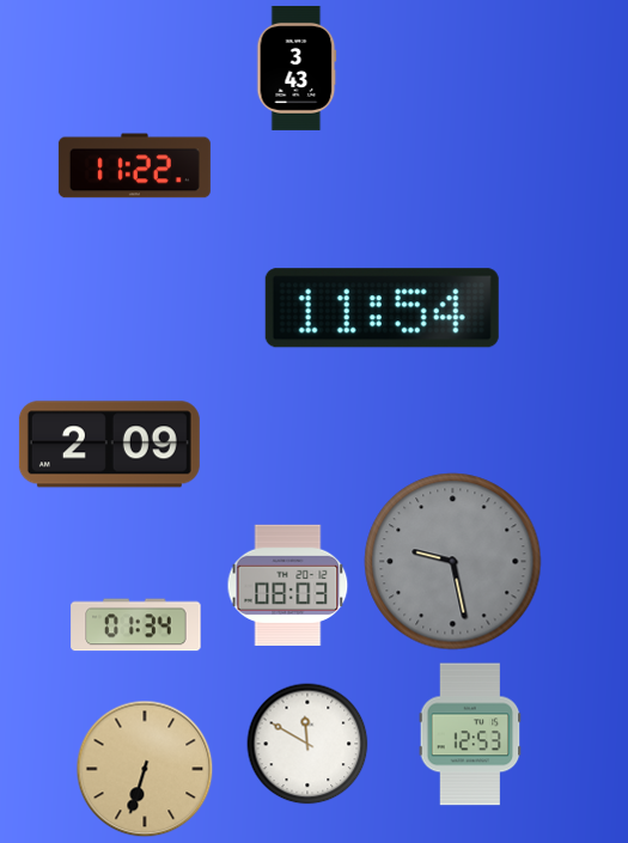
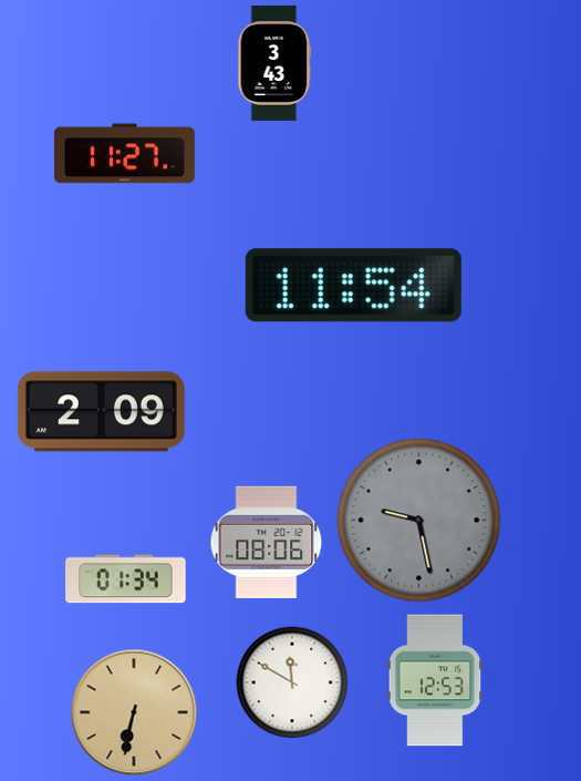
clock at (134, 166): 11:22 -> 11:27
clock at (288, 585): 08:03 -> 08:06
clock at (307, 744) position: (307, 744) -> (292, 682)
clock at (145, 769): 6:33 -> 6:32
